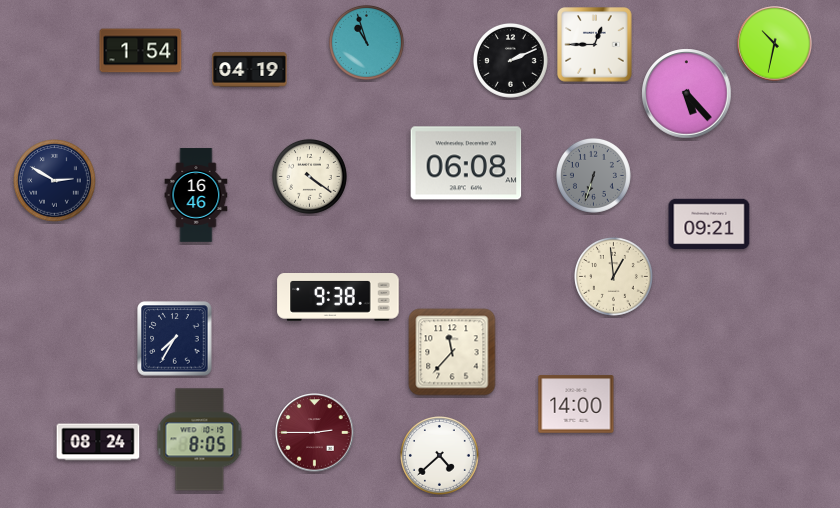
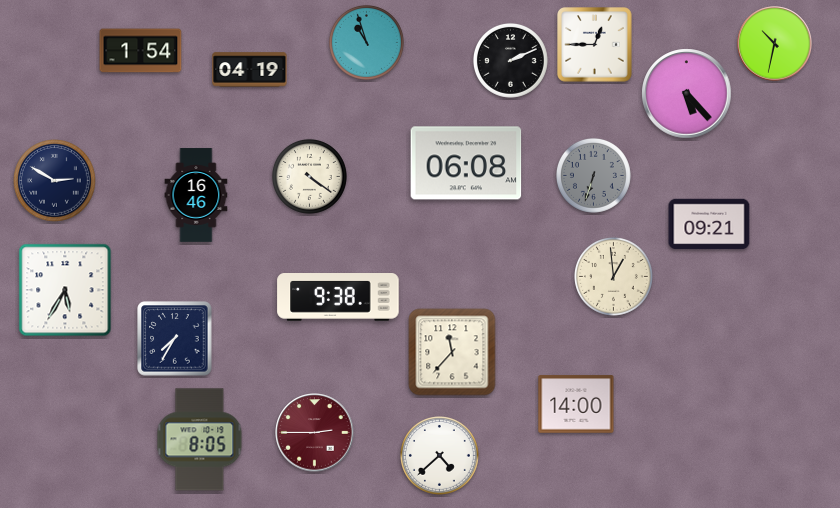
clock at (65, 290): none -> 5:35
clock at (98, 442): 08:24 -> none
